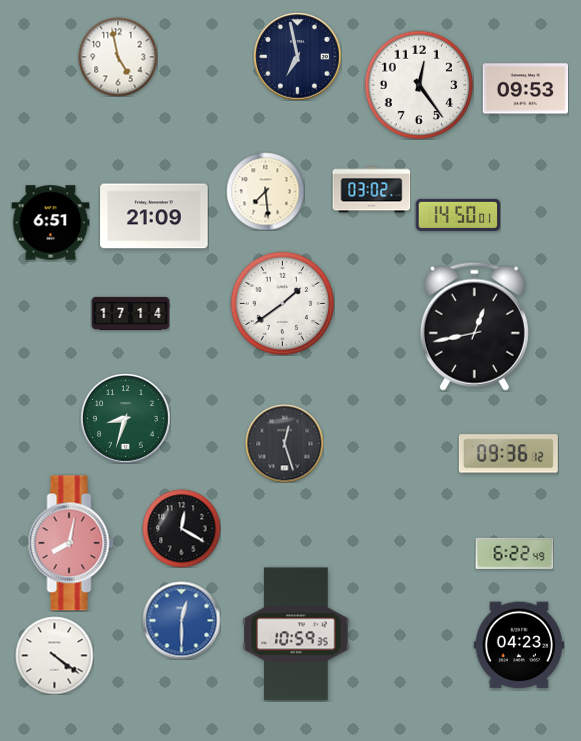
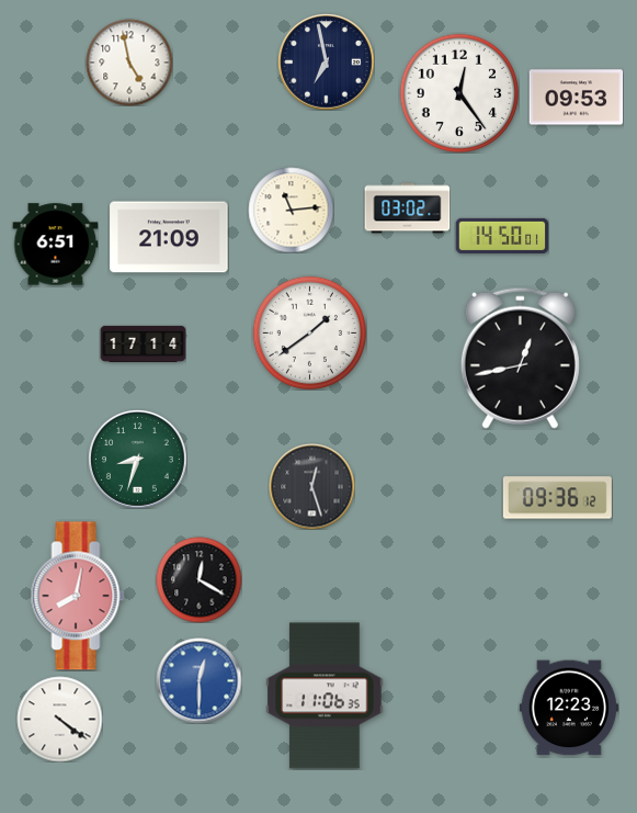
clock at (265, 191): 7:29 -> 11:14
clock at (514, 553): 6:22 -> none
clock at (296, 634): 10:59 -> 11:06
clock at (519, 645): 04:23 -> 12:23
